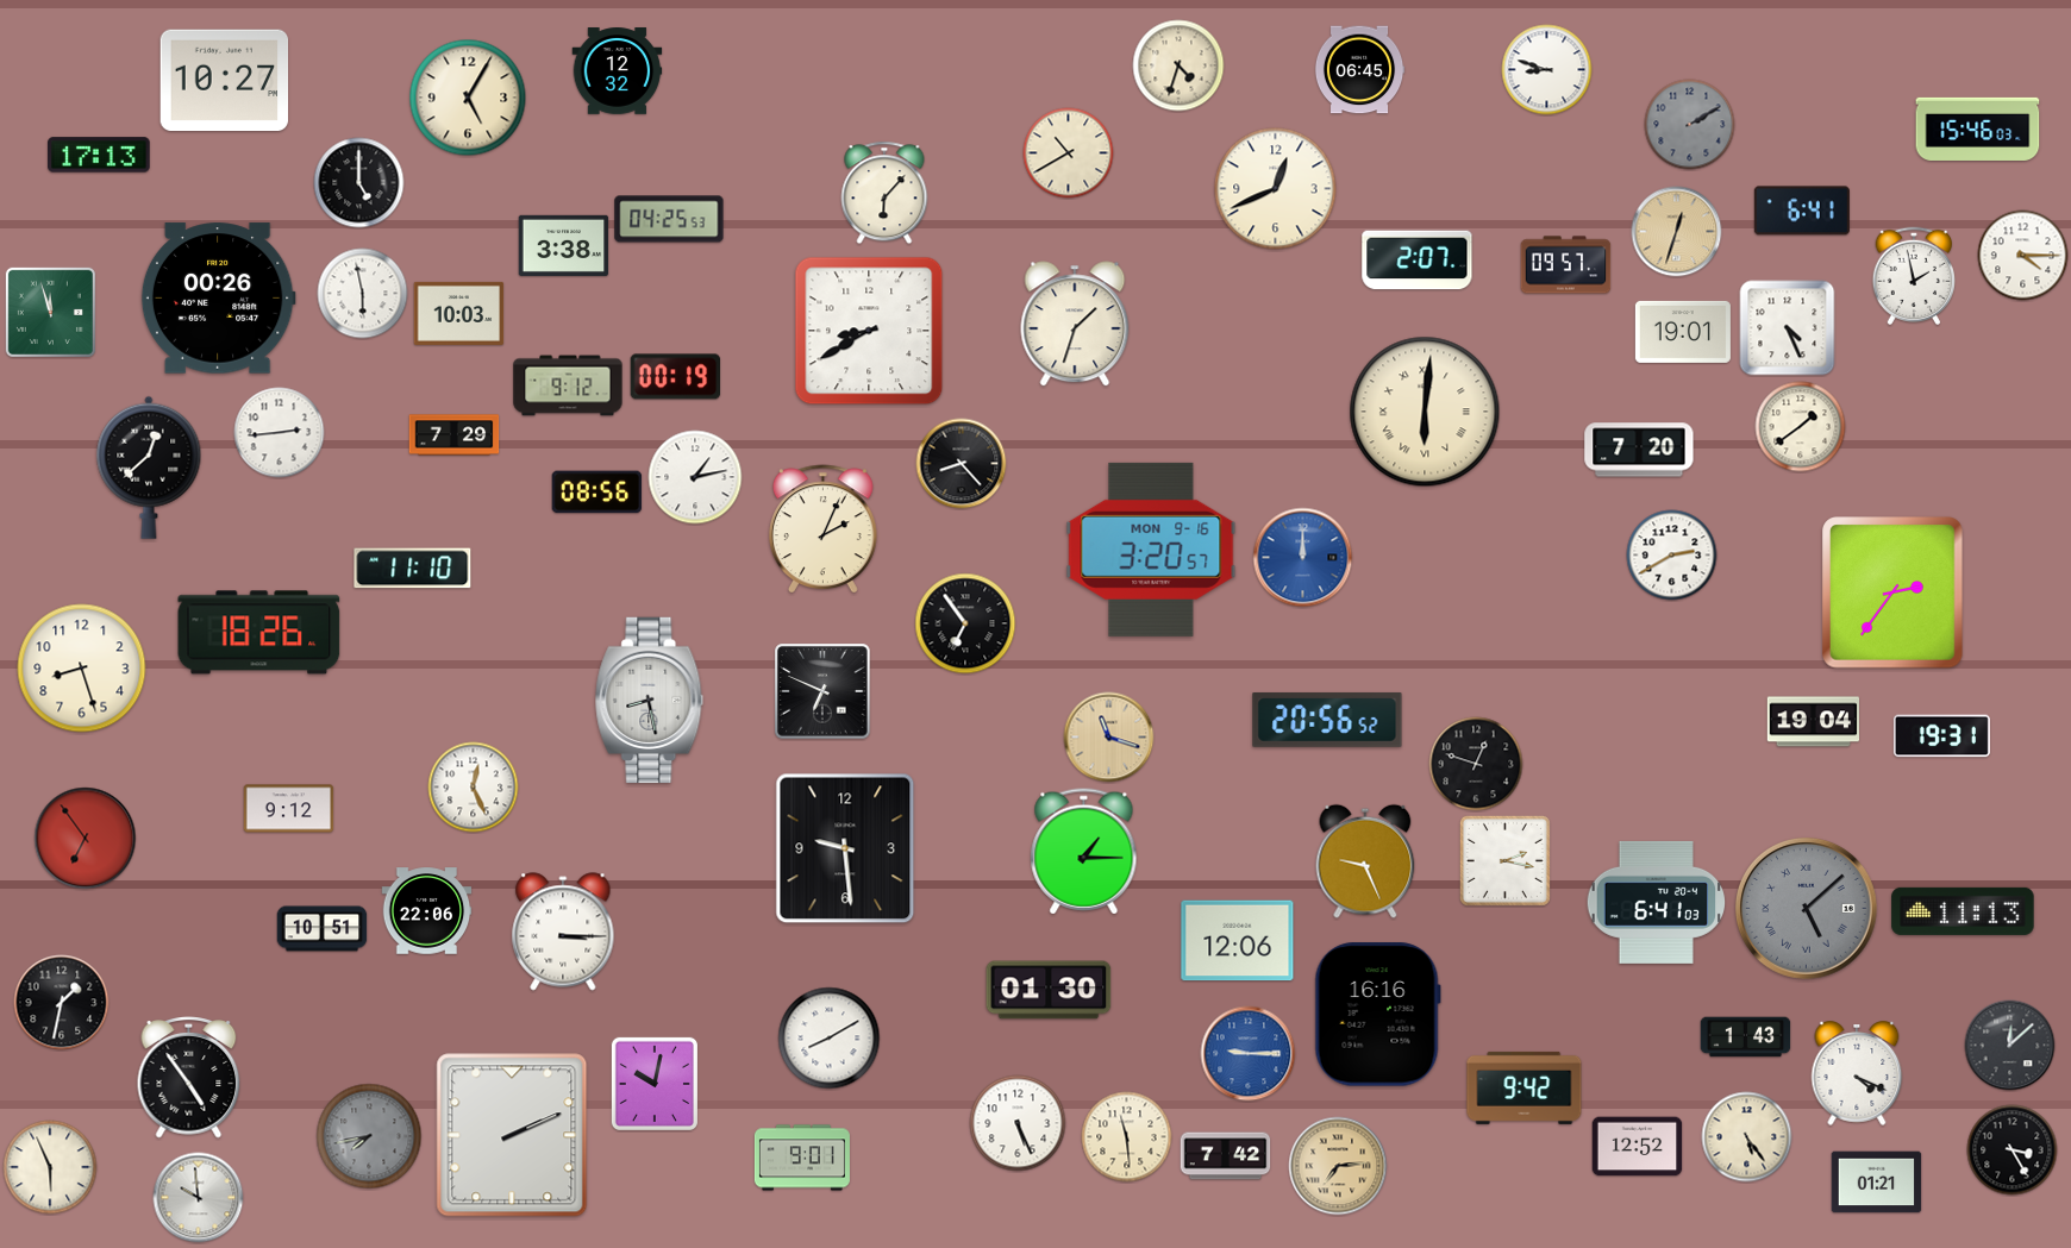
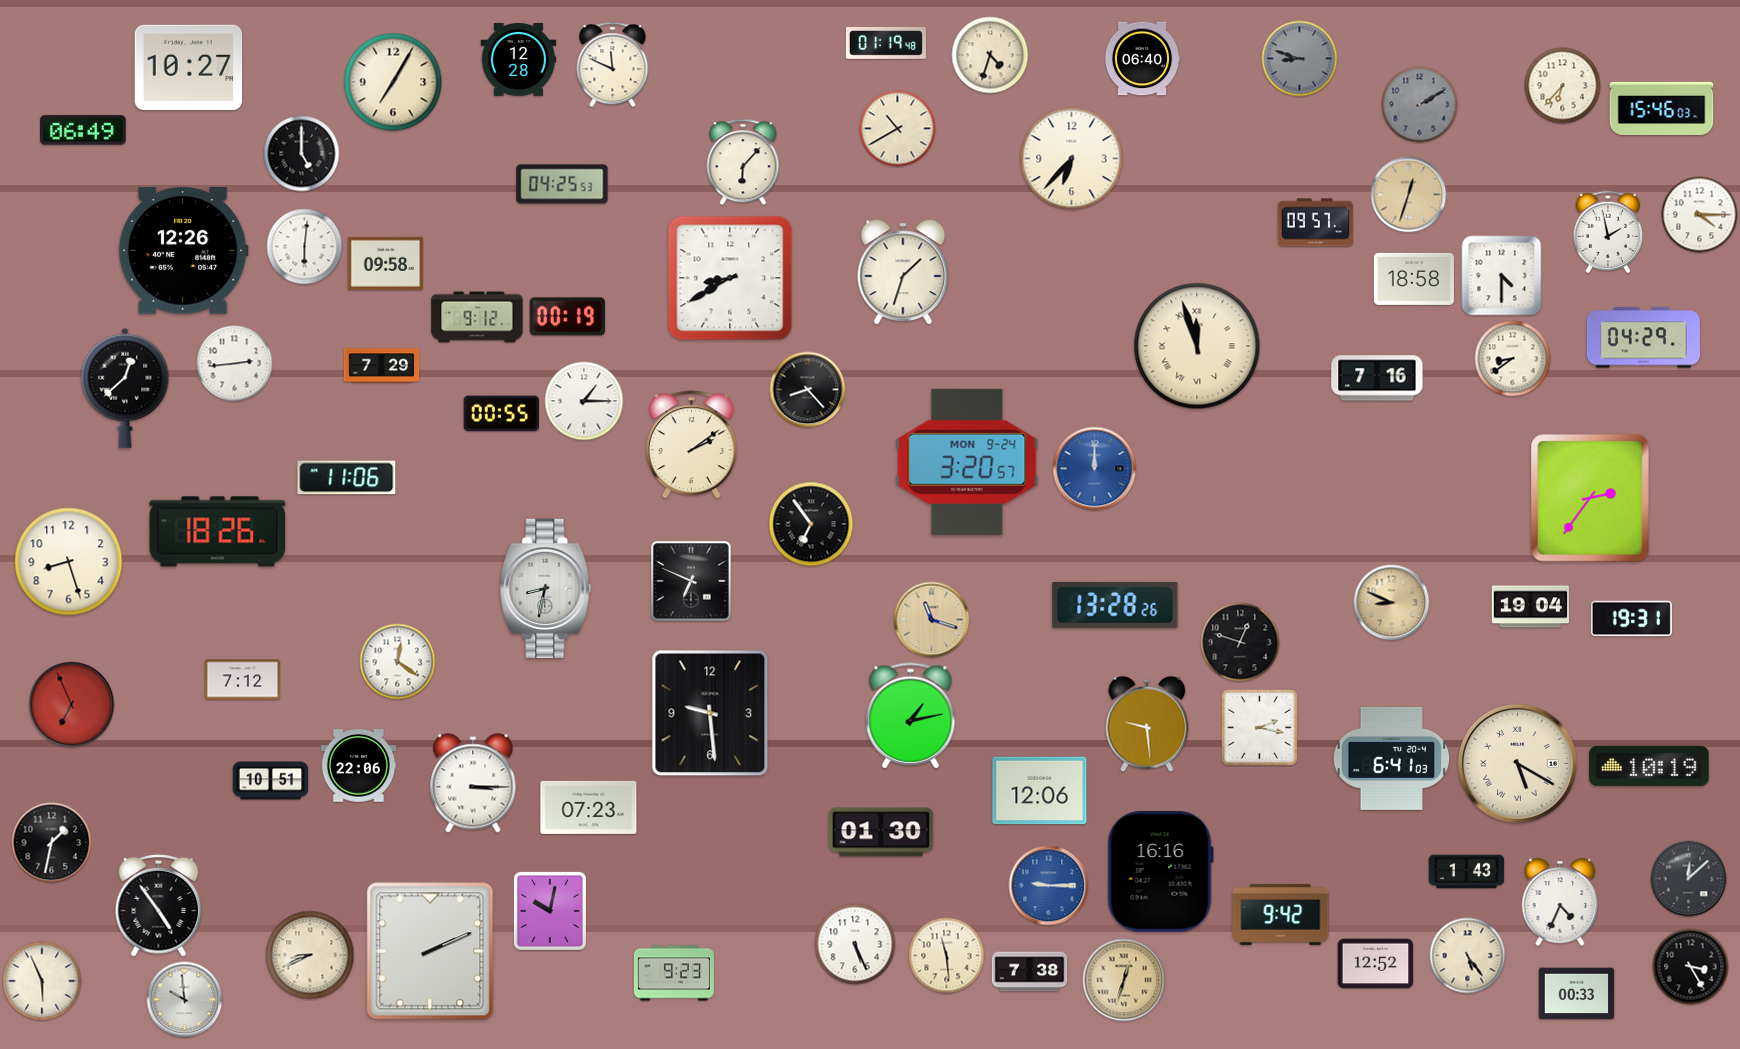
clock at (886, 43): none -> 01:19
clock at (1359, 70): 06:45 -> 06:40
clock at (1547, 70) dial: white -> grey
clock at (618, 71): 12:32 -> 12:28
clock at (613, 65): none -> 11:49
clock at (468, 98): 5:05 -> 7:05
clock at (1563, 86): none -> 6:37
clock at (99, 155): 17:13 -> 06:49
clock at (1276, 189): 12:41 -> 6:37
clock at (1802, 211): 6:41 -> none
clock at (564, 245): 3:38 -> none
clock at (1418, 261): 2:07 -> none
clock at (363, 294): 5:58 -> 6:01
clock at (218, 299): 00:26 -> 12:26
clock at (50, 312): 11:57 -> none
clock at (459, 313): 10:03 -> 09:58
clock at (1788, 328): 4:26 -> 4:30
clock at (1683, 332): 19:01 -> 18:58
clock at (568, 385) position: (568, 385) -> (477, 317)
clock at (1643, 338): none -> 04:29
clock at (1425, 412): 6:01 -> 11:57
clock at (1801, 427): 1:39 -> 8:39
clock at (1639, 450): 7:20 -> 7:16
clock at (149, 468) position: (149, 468) -> (125, 388)
clock at (695, 477): 1:13 -> 1:15
clock at (597, 493): 08:56 -> 00:55
clock at (822, 529): 2:04 -> 2:09
clock at (1151, 550) date: MON 9-16 -> MON 9-24
clock at (1672, 556): 2:40 -> none
clock at (413, 569): 11:10 -> 11:06
clock at (650, 701): 8:28 -> 8:32
clock at (1392, 603): none -> 8:49
clock at (1327, 720): 20:56 -> 13:28
clock at (1813, 722) position: (1813, 722) -> (1530, 607)
clock at (474, 788): 12:26 -> 12:21
clock at (289, 809): 9:12 -> 7:12
clock at (86, 839): 6:54 -> 6:56
clock at (1084, 852): 1:15 -> 1:13
clock at (1504, 860) position: (1504, 860) -> (1259, 727)
clock at (1365, 861): 9:26 -> 9:29
clock at (1807, 909): 5:08 -> 5:20
clock at (1807, 909) dial: grey -> cream
clock at (1963, 911): 11:13 -> 10:19
clock at (589, 807): none -> 07:23
clock at (1377, 1015) position: (1377, 1015) -> (1160, 872)
clock at (830, 1039): 8:10 -> none
clock at (1857, 1073): 4:19 -> 4:34
clock at (512, 1135) position: (512, 1135) -> (430, 951)
clock at (369, 1136): 7:43 -> 8:41
clock at (369, 1136) dial: grey -> cream
clock at (1226, 1156): 7:42 -> 7:38
clock at (802, 1158): 9:01 -> 9:23
clock at (1338, 1166): 7:14 -> 12:33
clock at (1877, 1183): 01:21 -> 00:33
clock at (199, 1198) position: (199, 1198) -> (185, 1000)
